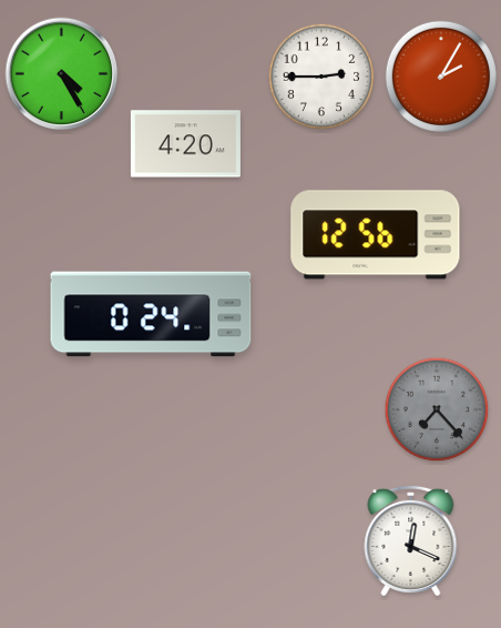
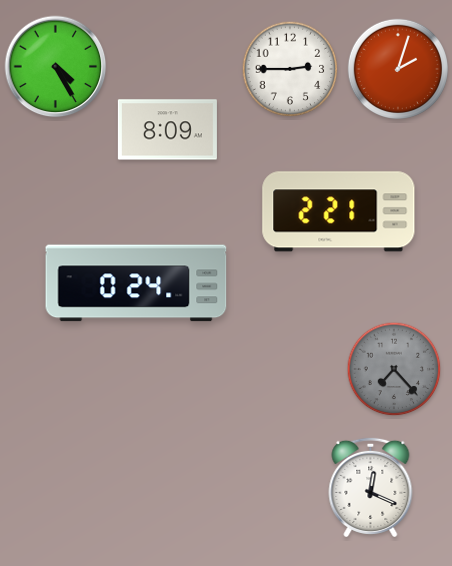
clock at (440, 75): 2:05 -> 2:03
clock at (185, 144): 4:20 -> 8:09
clock at (376, 235): 12:56 -> 2:21
